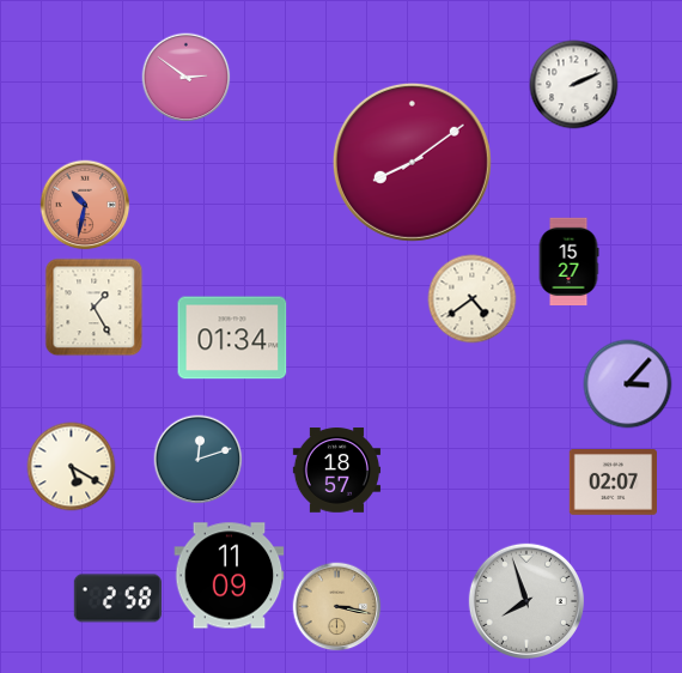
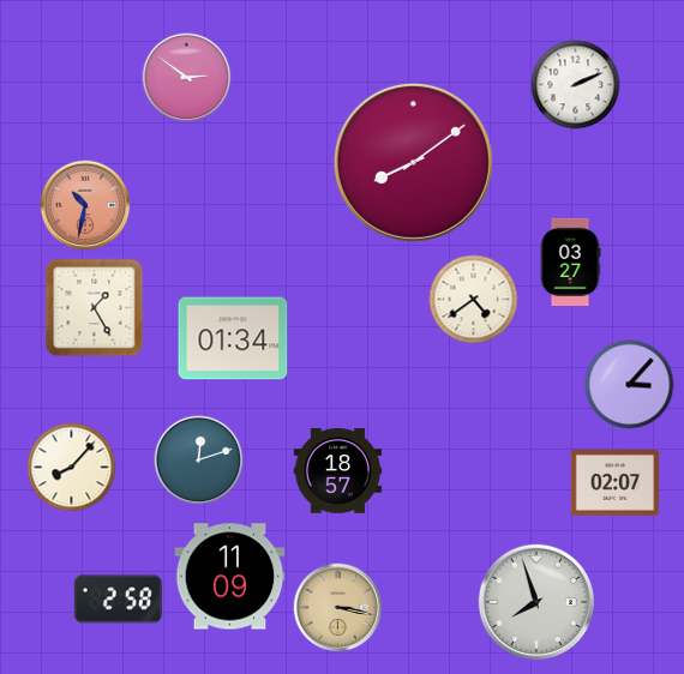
clock at (568, 261): 15:27 -> 03:27
clock at (72, 467): 5:20 -> 8:07
clock at (525, 600) position: (525, 600) -> (535, 601)
